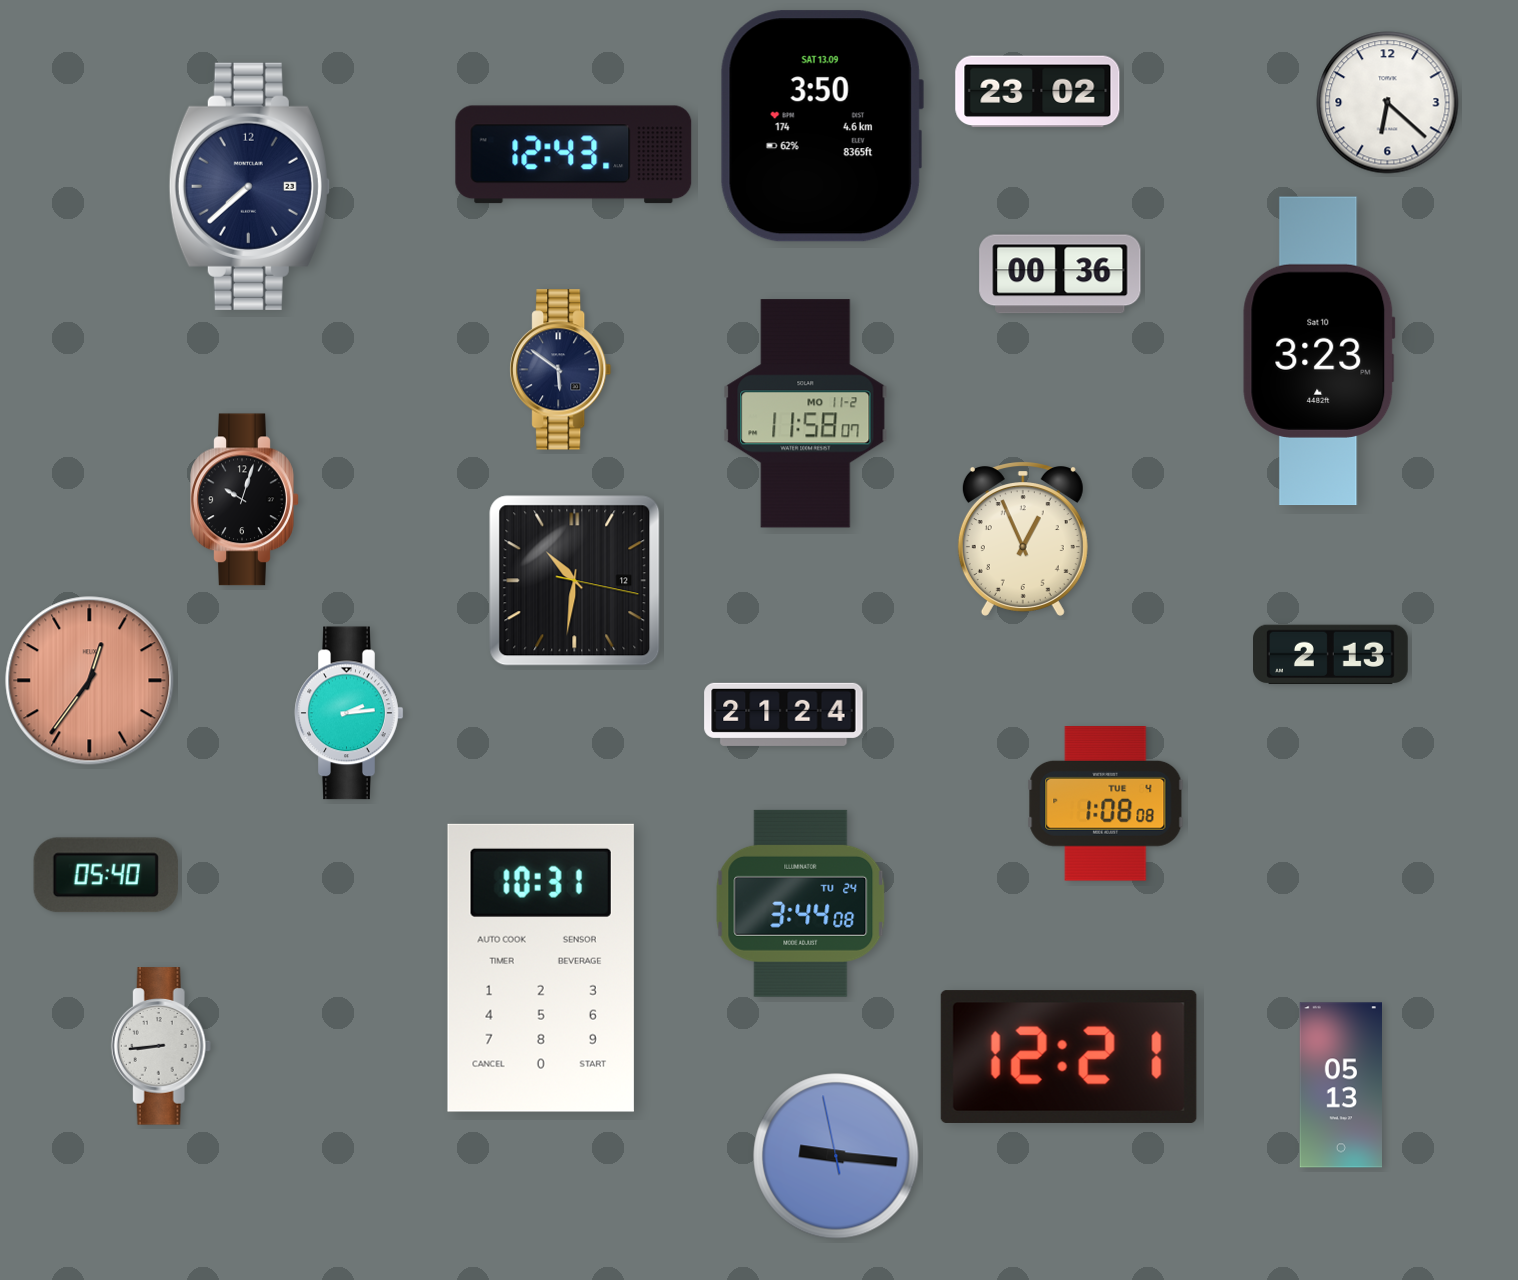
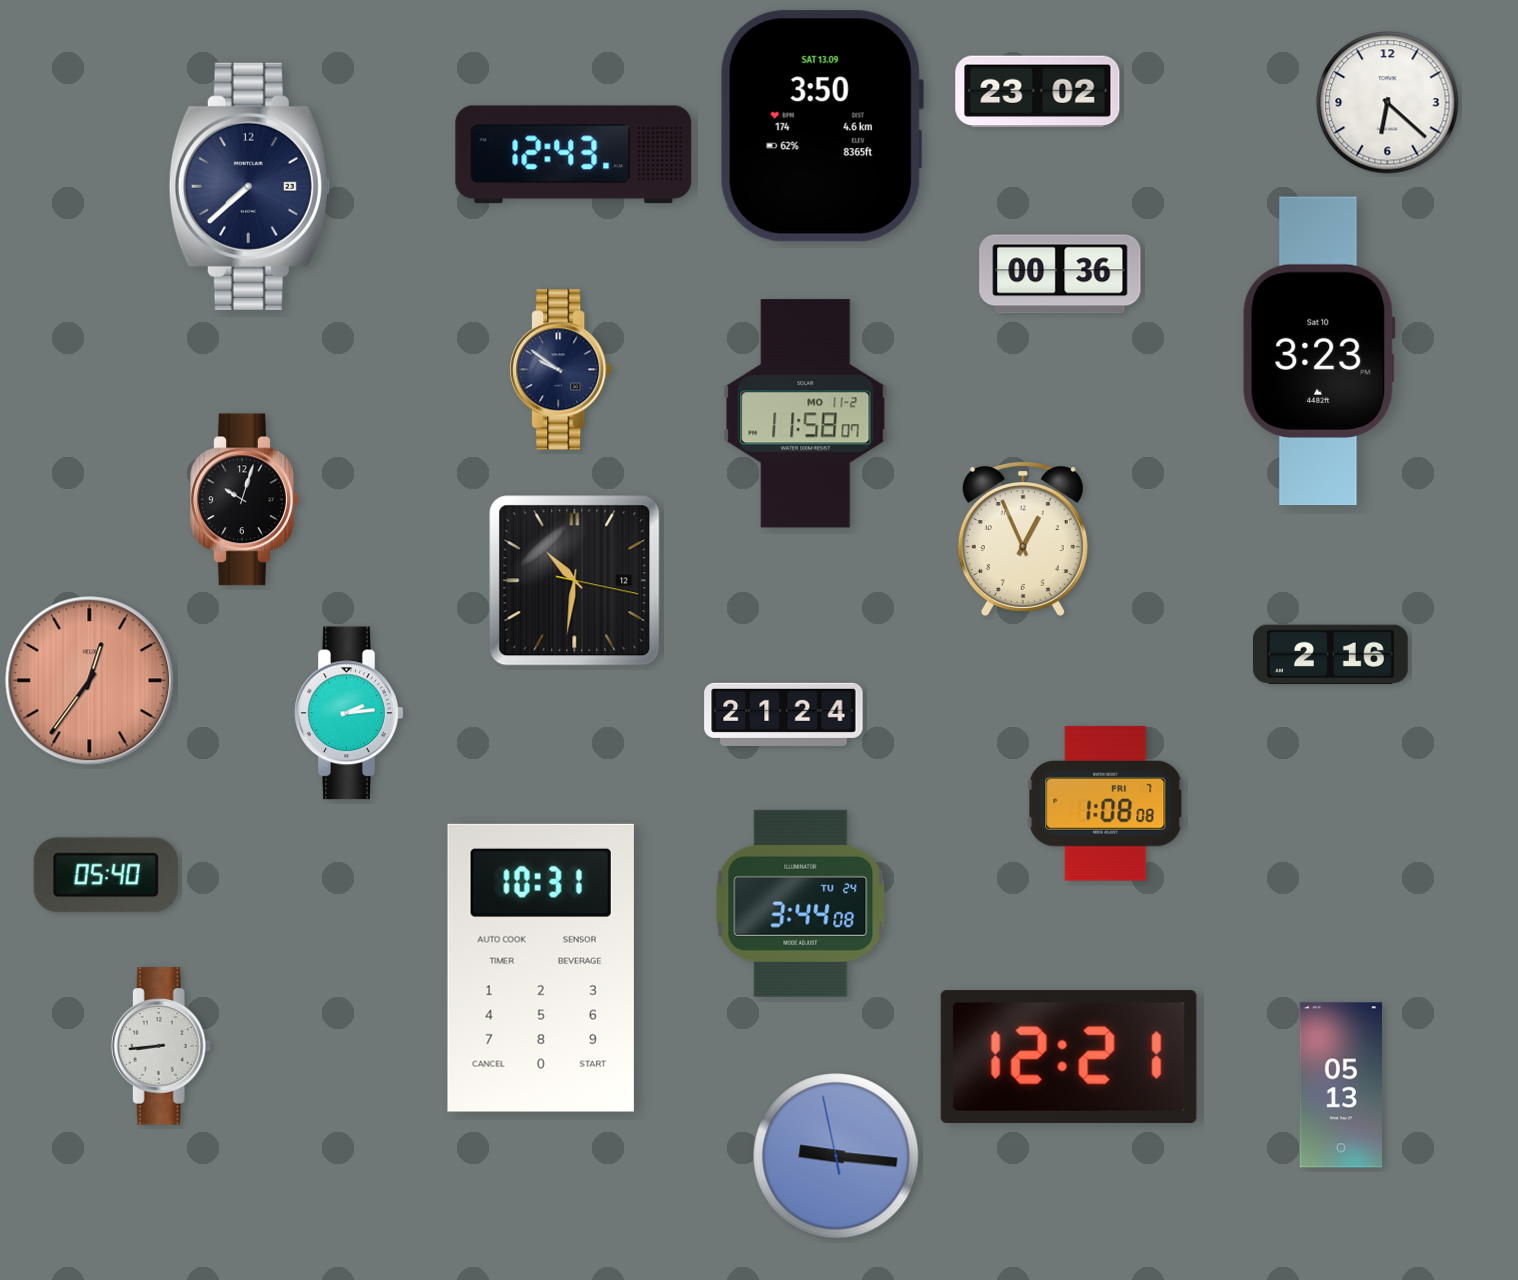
clock at (561, 370): 5:51 -> 9:51
clock at (1331, 655): 2:13 -> 2:16
clock at (1106, 804) date: TUE 4 -> FRI 7
